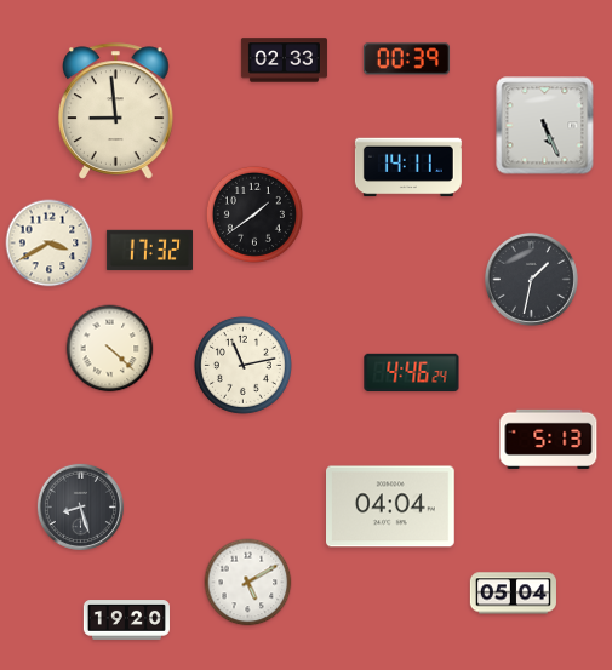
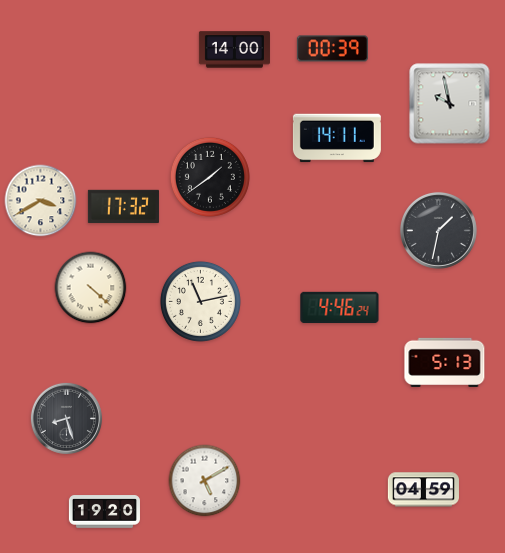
clock at (406, 59) position: (406, 59) -> (332, 49)
clock at (284, 61): 02:33 -> 14:00
clock at (116, 111): 8:59 -> none
clock at (545, 126): 5:26 -> 9:58
clock at (549, 439) position: (549, 439) -> (445, 362)
clock at (391, 506): 04:04 -> none
clock at (513, 594): 05:04 -> 04:59
